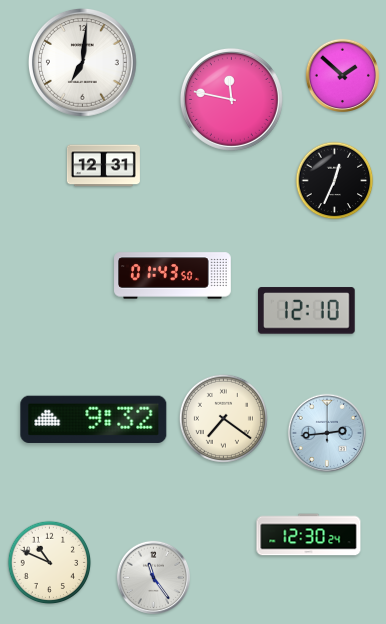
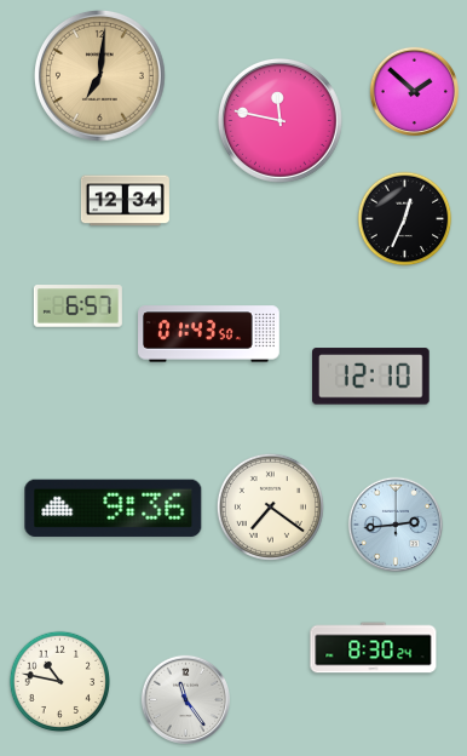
clock at (82, 62) dial: white -> champagne
clock at (103, 166): 12:31 -> 12:34
clock at (77, 307): none -> 6:57
clock at (94, 419): 9:32 -> 9:36
clock at (309, 535): 12:30 -> 8:30
clock at (50, 563): 10:49 -> 10:47
